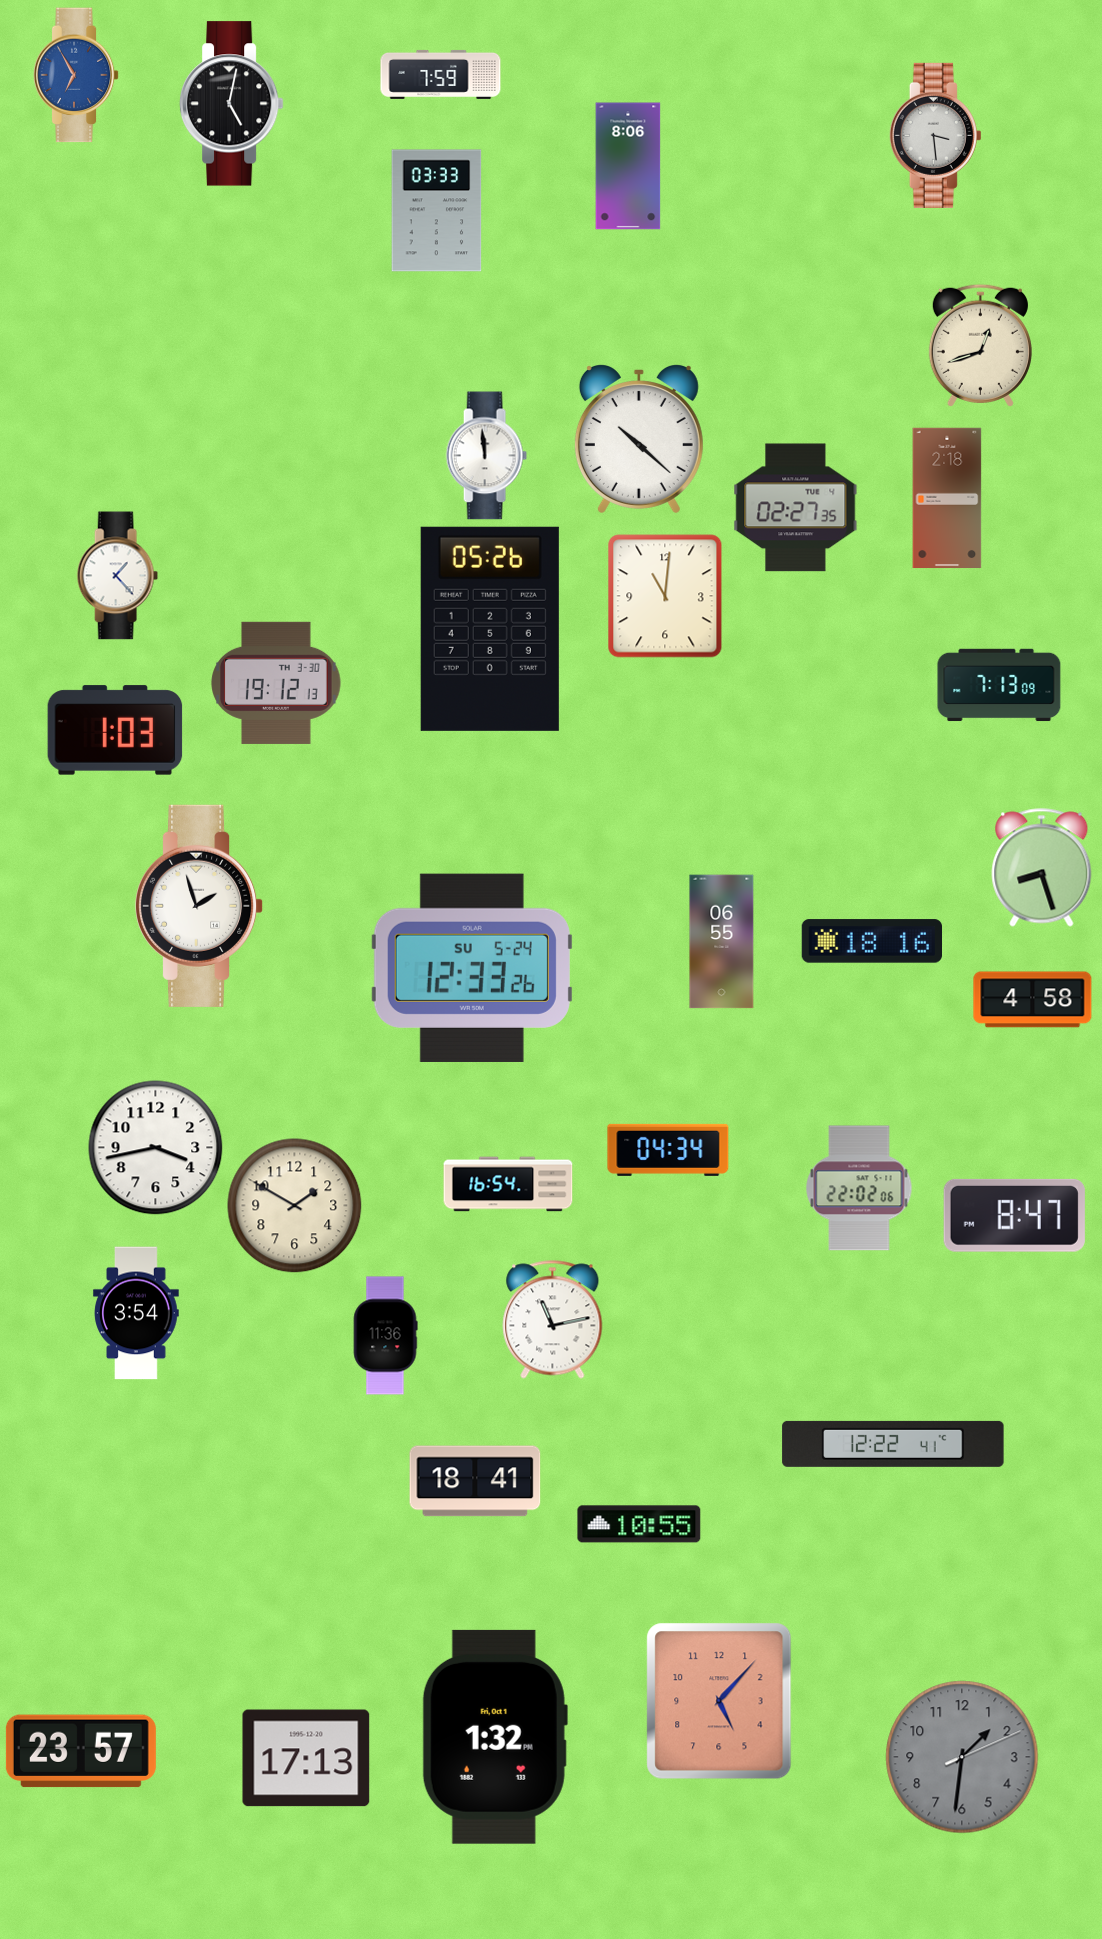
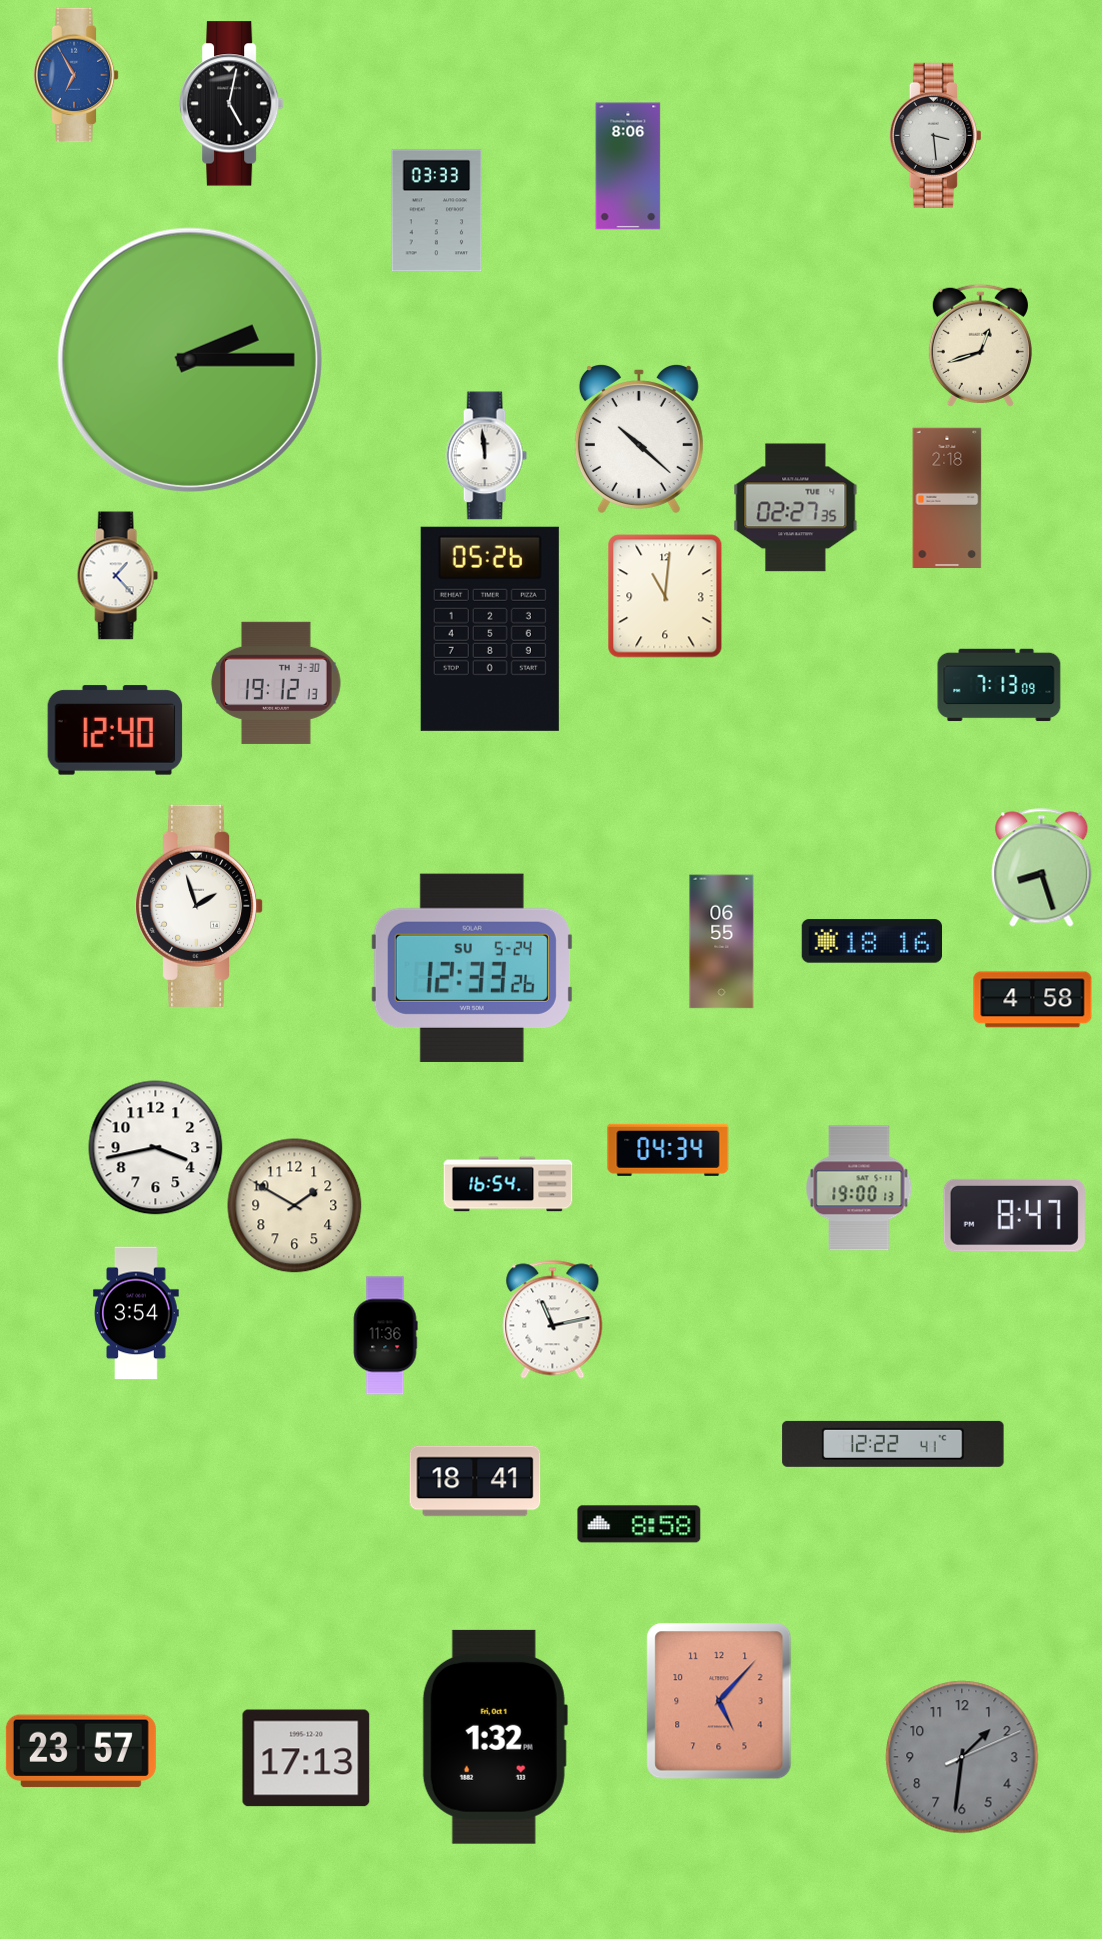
clock at (441, 74): 7:59 -> none
clock at (190, 360): none -> 2:15
clock at (115, 730): 1:03 -> 12:40
clock at (859, 1188): 22:02 -> 19:00
clock at (639, 1524): 10:55 -> 8:58
